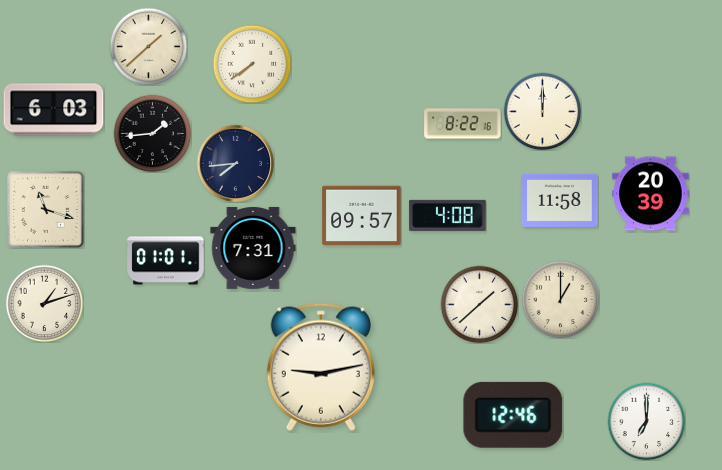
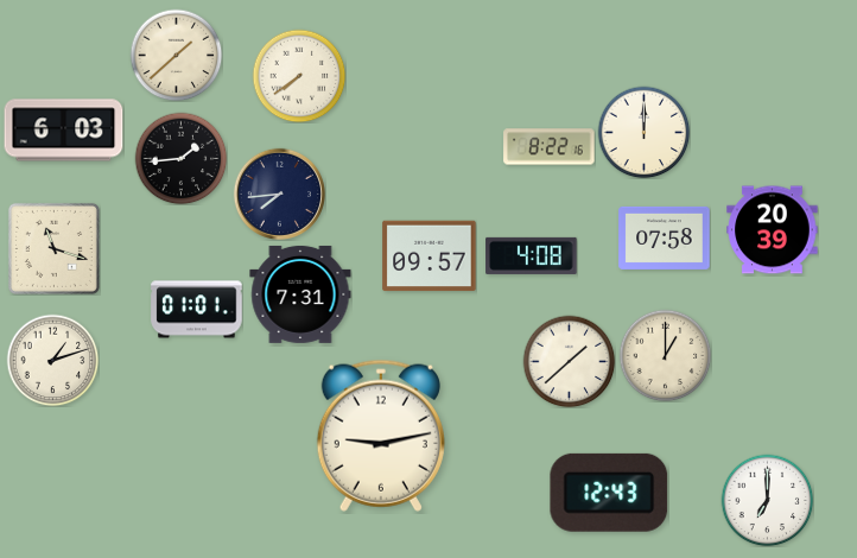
clock at (560, 200): 11:58 -> 07:58
clock at (513, 415): 12:46 -> 12:43
